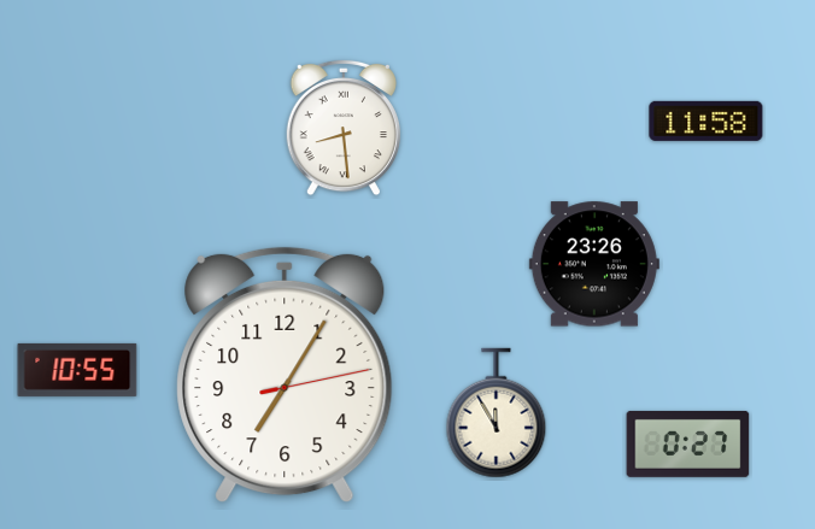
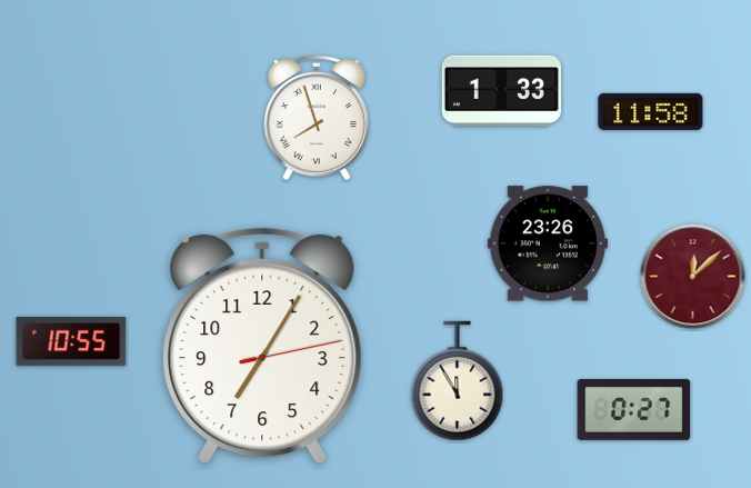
clock at (501, 91): none -> 1:33
clock at (342, 128): 8:29 -> 7:57
clock at (693, 277): none -> 12:08
